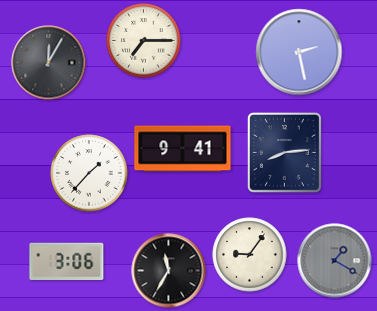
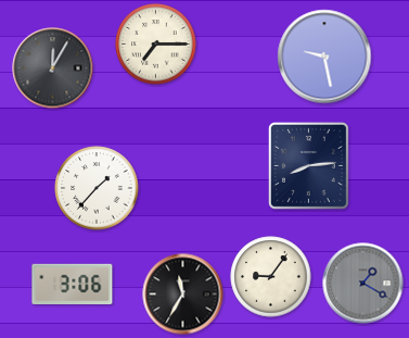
clock at (299, 52): 2:28 -> 9:28
clock at (183, 149): 9:41 -> none
